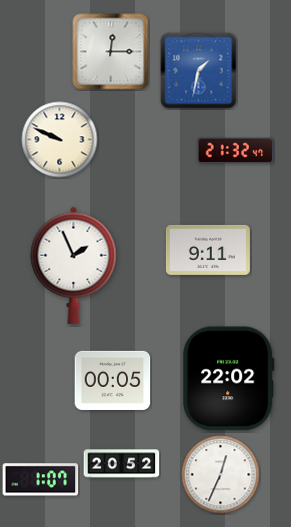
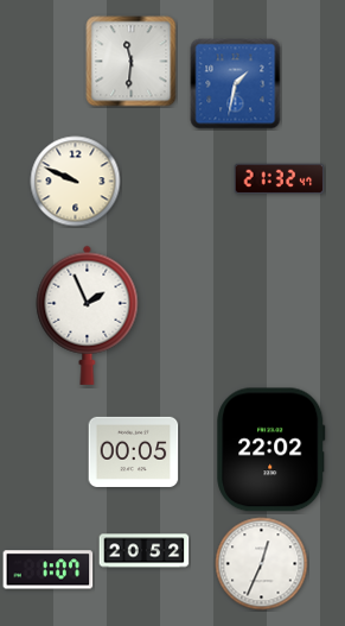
clock at (111, 52): 12:15 -> 11:31
clock at (60, 140) position: (60, 140) -> (76, 182)
clock at (208, 250): 9:11 -> none
